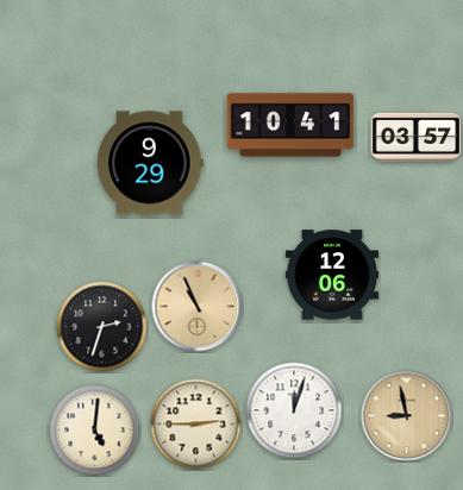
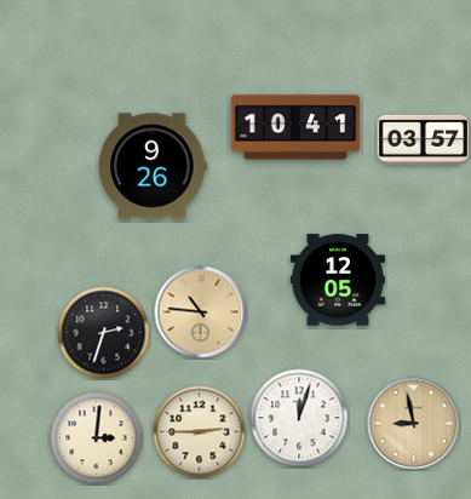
clock at (150, 163): 9:29 -> 9:26
clock at (331, 275): 12:06 -> 12:05
clock at (198, 307): 10:56 -> 10:46
clock at (95, 431): 5:01 -> 3:01
